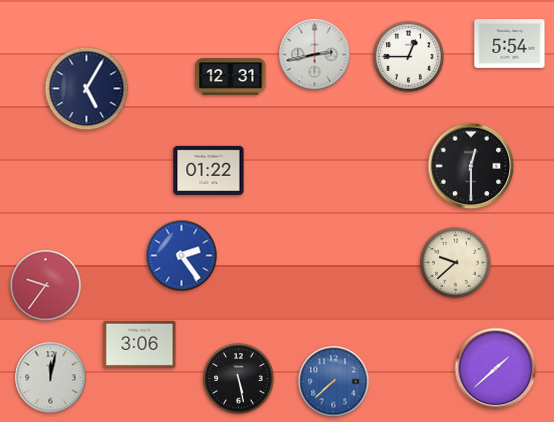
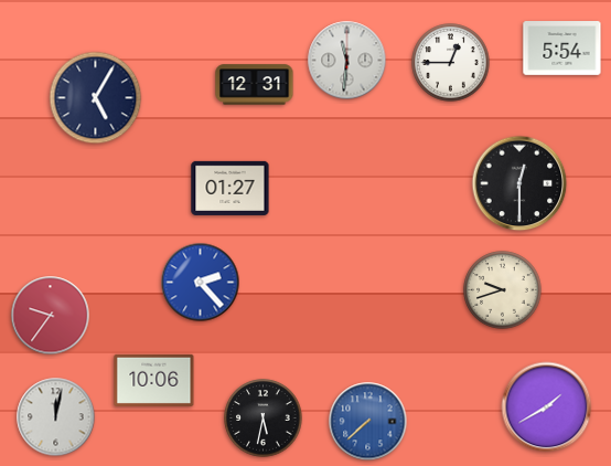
clock at (315, 55): 2:43 -> 11:31
clock at (209, 170): 01:22 -> 01:27
clock at (182, 256): 2:24 -> 2:23
clock at (456, 263): 9:38 -> 9:42
clock at (140, 344): 3:06 -> 10:06
clock at (496, 369): 1:38 -> 1:40
clock at (239, 379): 5:28 -> 5:32
